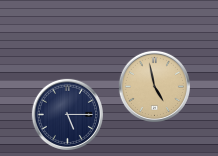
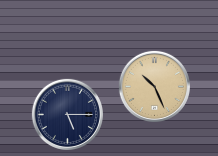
clock at (154, 86): 4:58 -> 10:26
